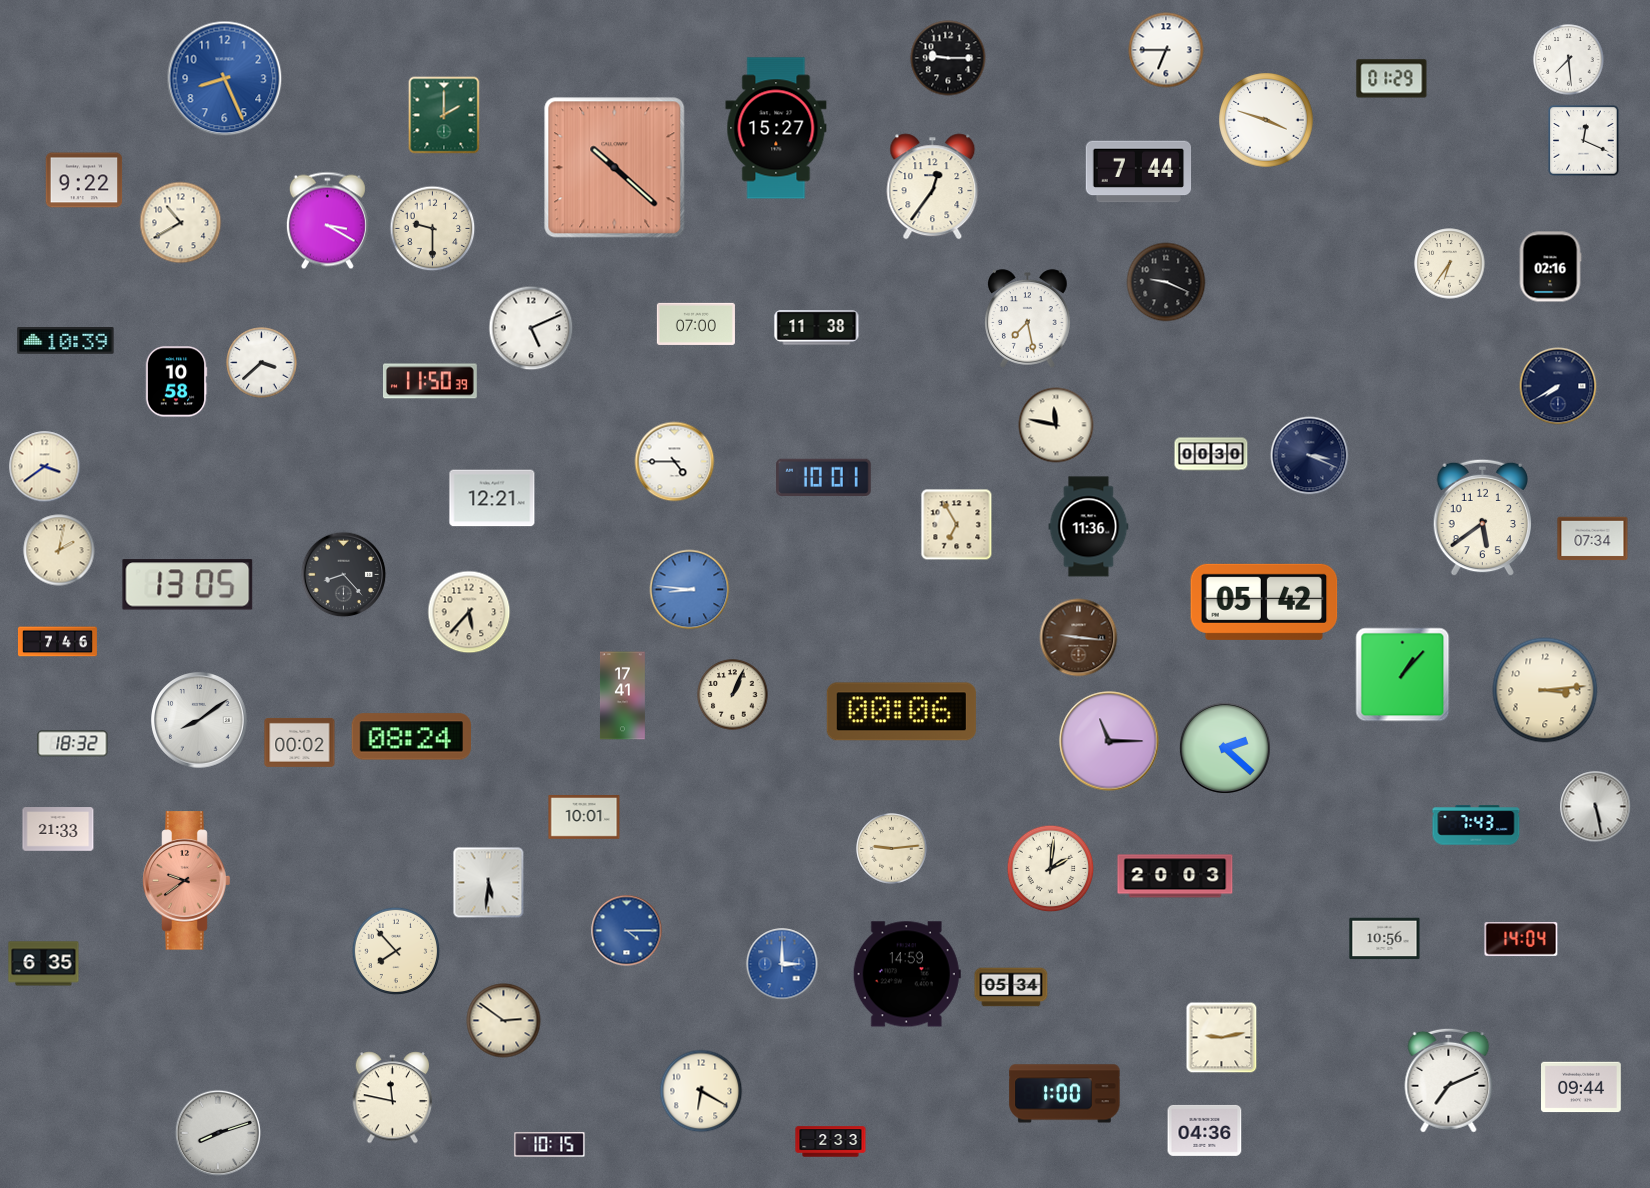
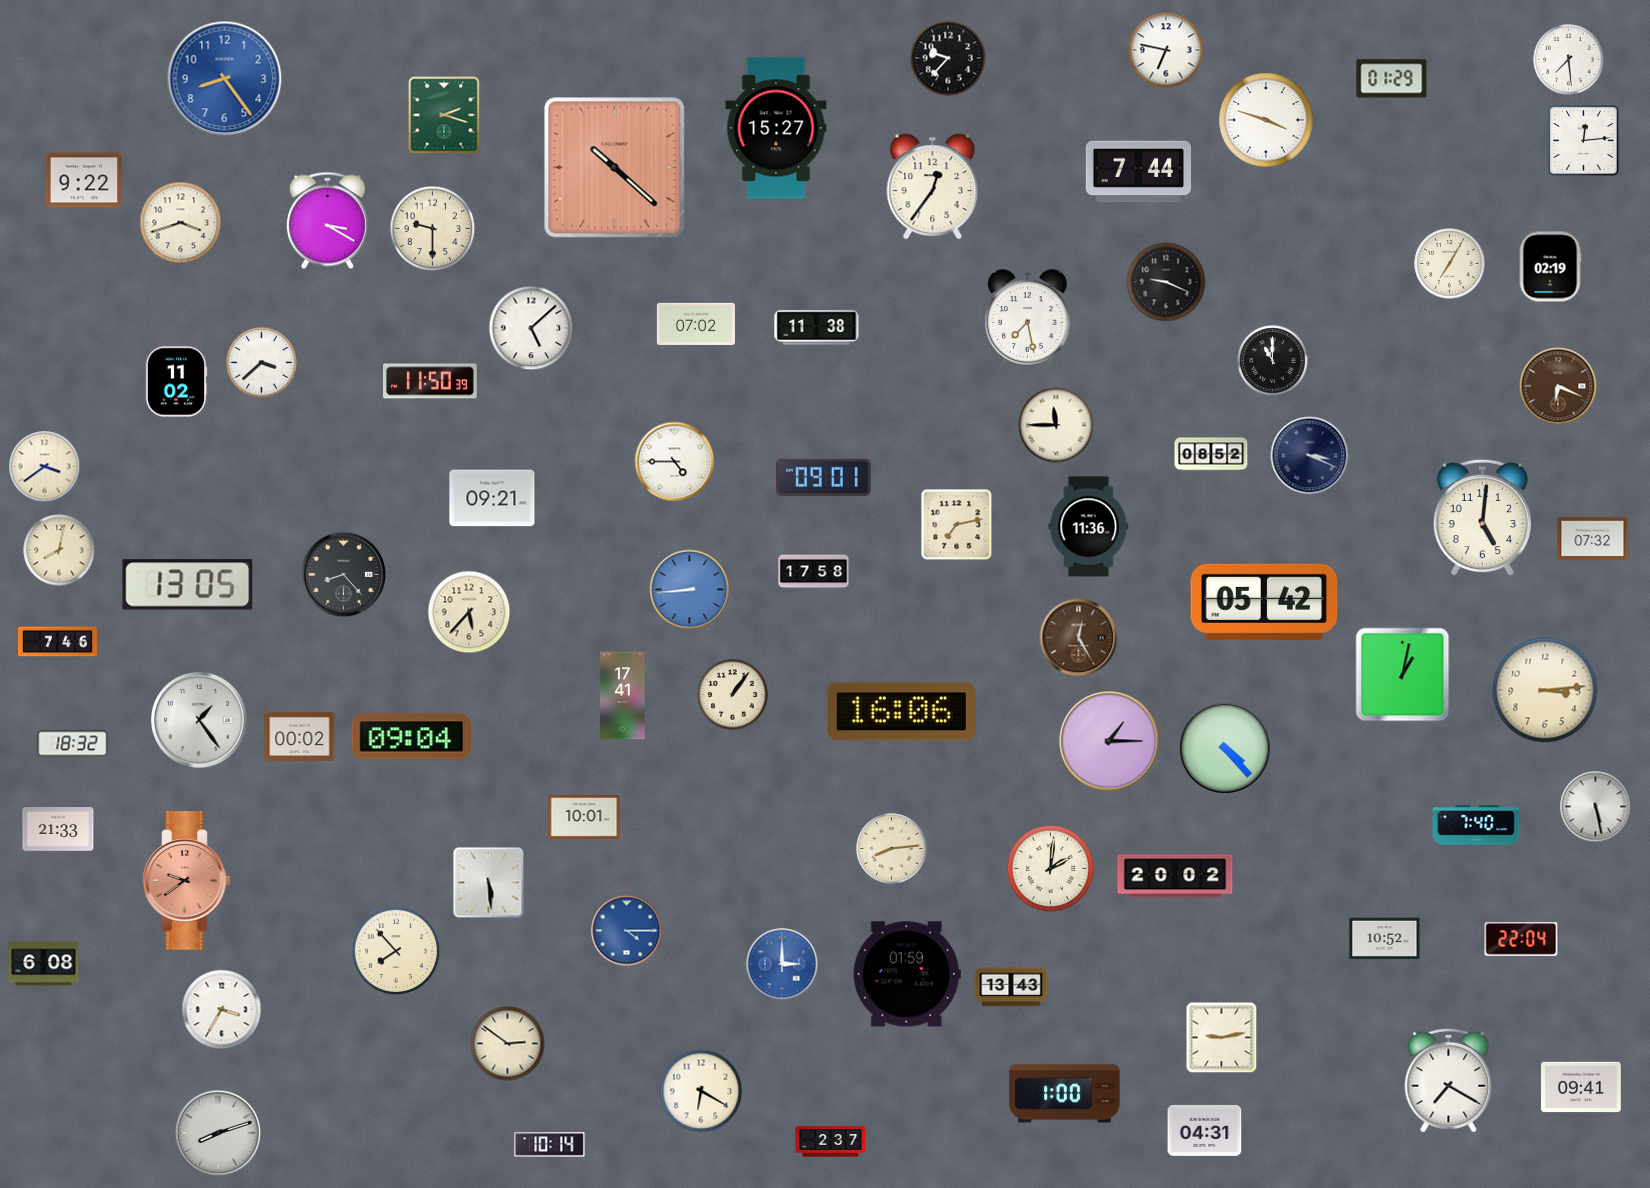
clock at (1166, 50): 6:45 -> 6:47
clock at (948, 58): 9:15 -> 9:37
clock at (225, 79): 8:26 -> 8:24
clock at (444, 115): 2:00 -> 2:18
clock at (1584, 141): 12:19 -> 12:14
clock at (181, 223): 10:40 -> 3:42
clock at (1450, 264): 6:36 -> 7:05
clock at (1550, 267): 02:16 -> 02:19
clock at (696, 324): 07:00 -> 07:02
clock at (531, 328): 5:11 -> 5:08
clock at (66, 341): 10:39 -> none
clock at (1273, 361): none -> 11:00
clock at (176, 382): 10:58 -> 11:02
clock at (1558, 386): 7:40 -> 6:19
clock at (1558, 386) dial: navy -> brown
clock at (1056, 425): 11:47 -> 11:45
clock at (1211, 454): 00:30 -> 08:52
clock at (824, 478): 10:01 -> 09:01
clock at (492, 498): 12:21 -> 09:21
clock at (1482, 518): 5:39 -> 5:01
clock at (957, 525): 6:55 -> 7:13
clock at (1593, 539): 07:34 -> 07:32
clock at (59, 550): 2:02 -> 8:02
clock at (814, 572): none -> 17:58
clock at (690, 590): 8:46 -> 8:44
clock at (1079, 638): 9:16 -> 12:25
clock at (1403, 675): 1:07 -> 1:02
clock at (733, 695): 1:04 -> 1:06
clock at (901, 712): 00:06 -> 16:06
clock at (199, 720): 8:09 -> 1:24
clock at (411, 737): 08:24 -> 09:04
clock at (1109, 741): 11:15 -> 1:15
clock at (300, 742) position: (300, 742) -> (300, 736)
clock at (1225, 748): 2:22 -> 4:23
clock at (1476, 825): 7:43 -> 7:40
clock at (892, 849): 9:14 -> 8:14
clock at (1175, 876): 20:03 -> 20:02
clock at (489, 883): 5:31 -> 5:29
clock at (1385, 939): 10:56 -> 10:52
clock at (1521, 940): 14:04 -> 22:04
clock at (44, 964): 6:35 -> 6:08
clock at (907, 974): 14:59 -> 01:59
clock at (1011, 987): 05:34 -> 13:43
clock at (222, 1010): none -> 3:35
clock at (504, 1021) position: (504, 1021) -> (508, 1044)
clock at (1449, 1080): 7:11 -> 7:20
clock at (1582, 1087): 09:44 -> 09:41
clock at (393, 1098): 11:47 -> none
clock at (1205, 1130): 04:36 -> 04:31
clock at (831, 1142): 2:33 -> 2:37
clock at (550, 1145): 10:15 -> 10:14
